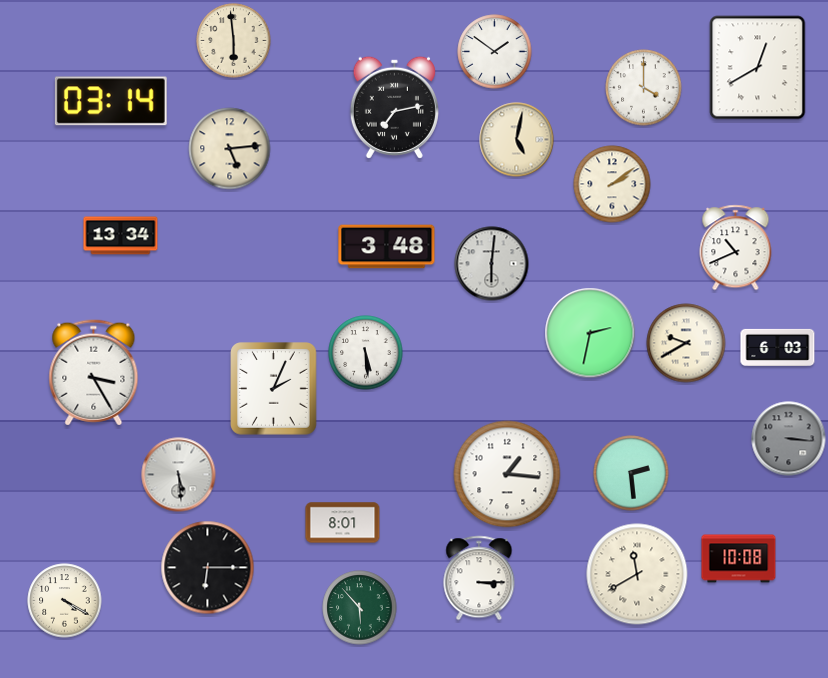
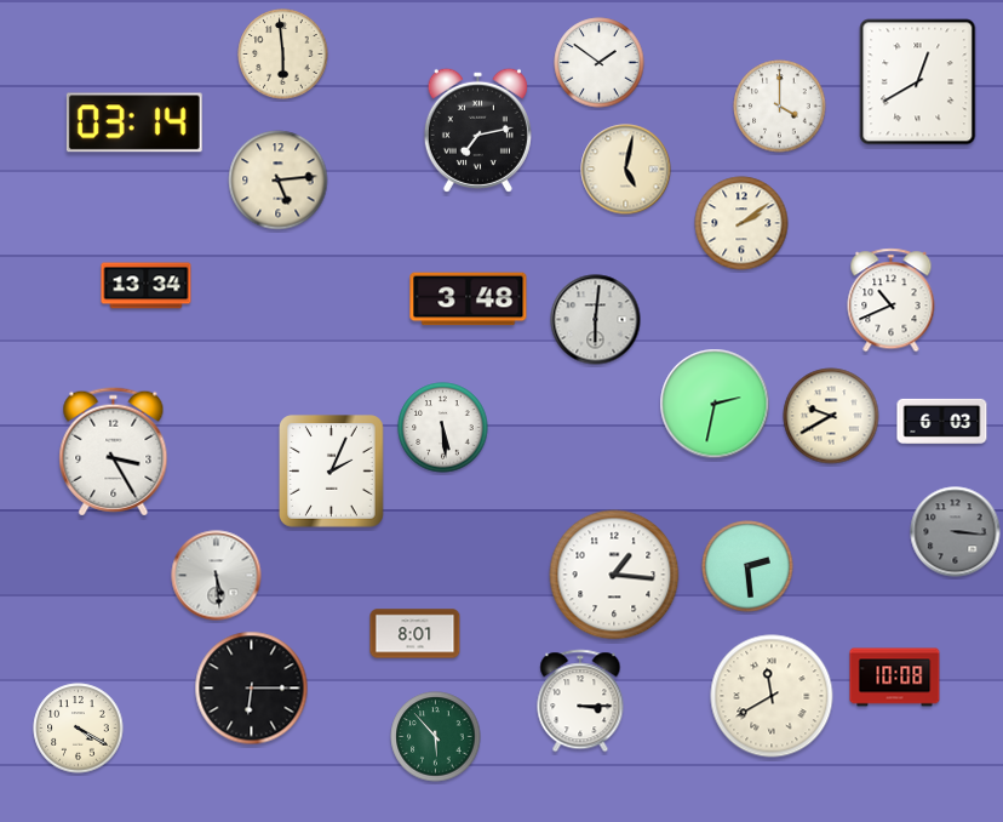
clock at (234, 41) position: (234, 41) -> (283, 55)
clock at (631, 473) position: (631, 473) -> (747, 566)
